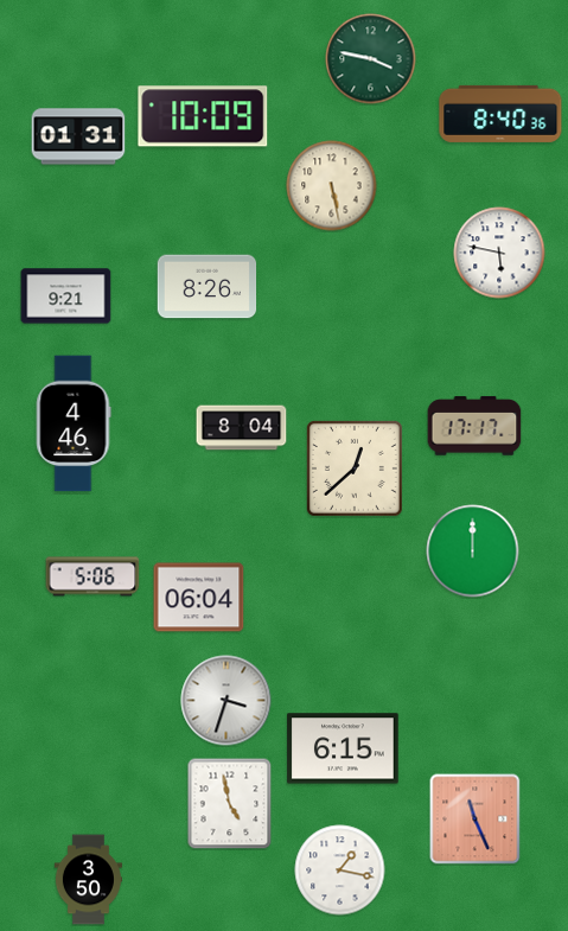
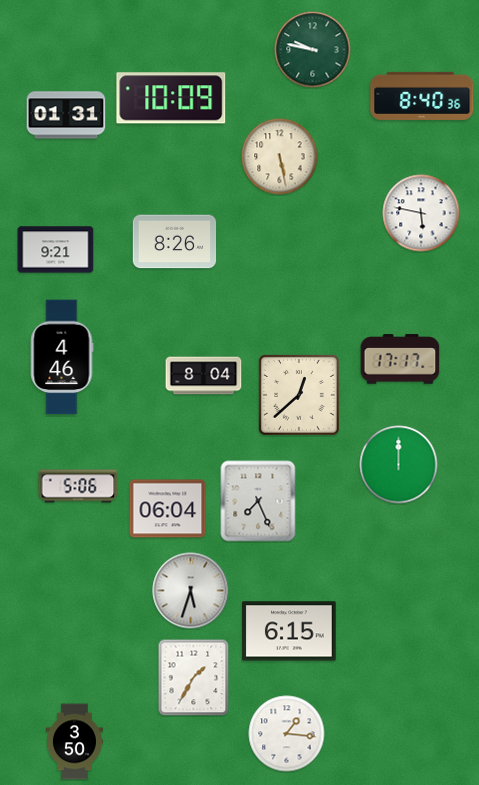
clock at (371, 59): 3:47 -> 9:47
clock at (242, 428) position: (242, 428) -> (204, 376)
clock at (258, 501): none -> 7:26
clock at (199, 598) position: (199, 598) -> (168, 509)
clock at (226, 701): 3:33 -> 5:33
clock at (230, 803): 4:58 -> 1:35
clock at (476, 820): 11:26 -> none
clock at (340, 871): 1:17 -> 1:16
